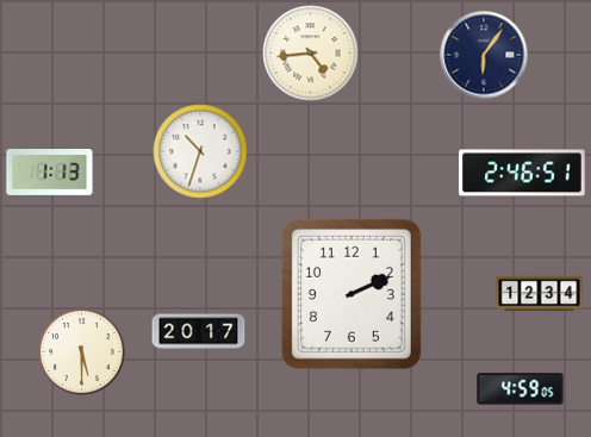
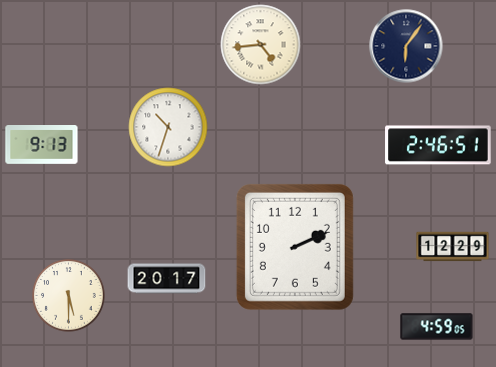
clock at (50, 173): 1:13 -> 9:13
clock at (540, 294): 12:34 -> 12:29
